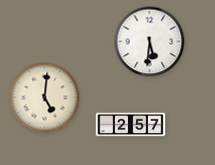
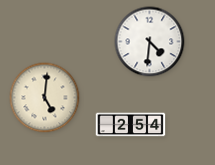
clock at (150, 42): 5:31 -> 4:31
clock at (131, 125): 2:57 -> 2:54
